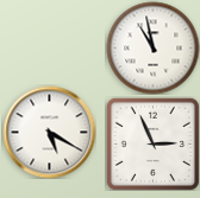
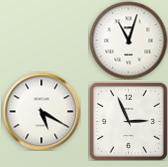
clock at (152, 47): 10:58 -> 11:03
